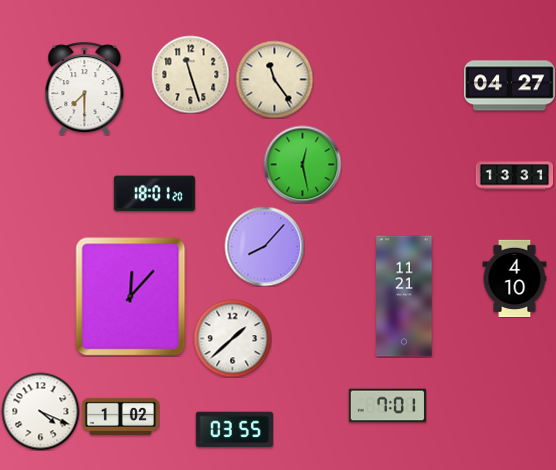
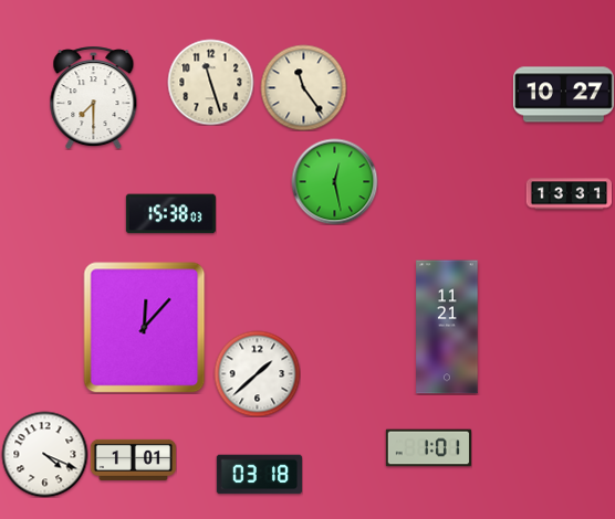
clock at (510, 86): 04:27 -> 10:27
clock at (154, 194): 18:01 -> 15:38
clock at (264, 246): 8:07 -> none
clock at (515, 278): 4:10 -> none
clock at (387, 406): 7:01 -> 1:01
clock at (120, 416): 1:02 -> 1:01
clock at (234, 430): 03:55 -> 03:18
